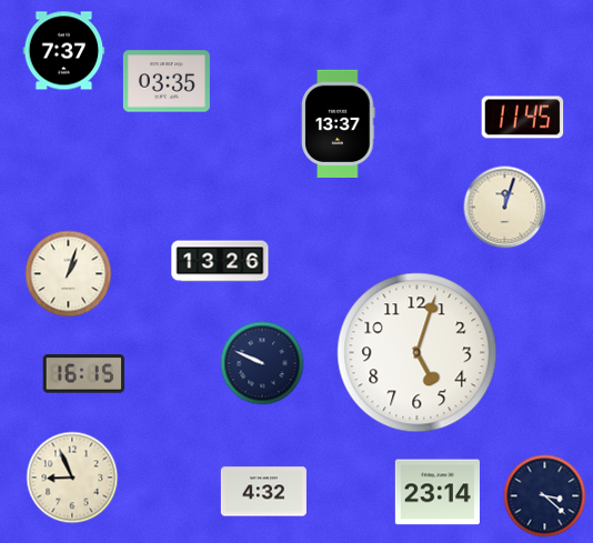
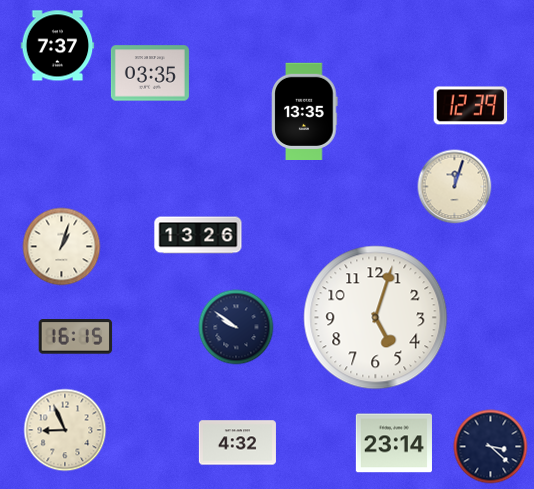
clock at (523, 118): 11:45 -> 12:39
clock at (339, 124): 13:37 -> 13:35
clock at (262, 363): 9:49 -> 9:51
